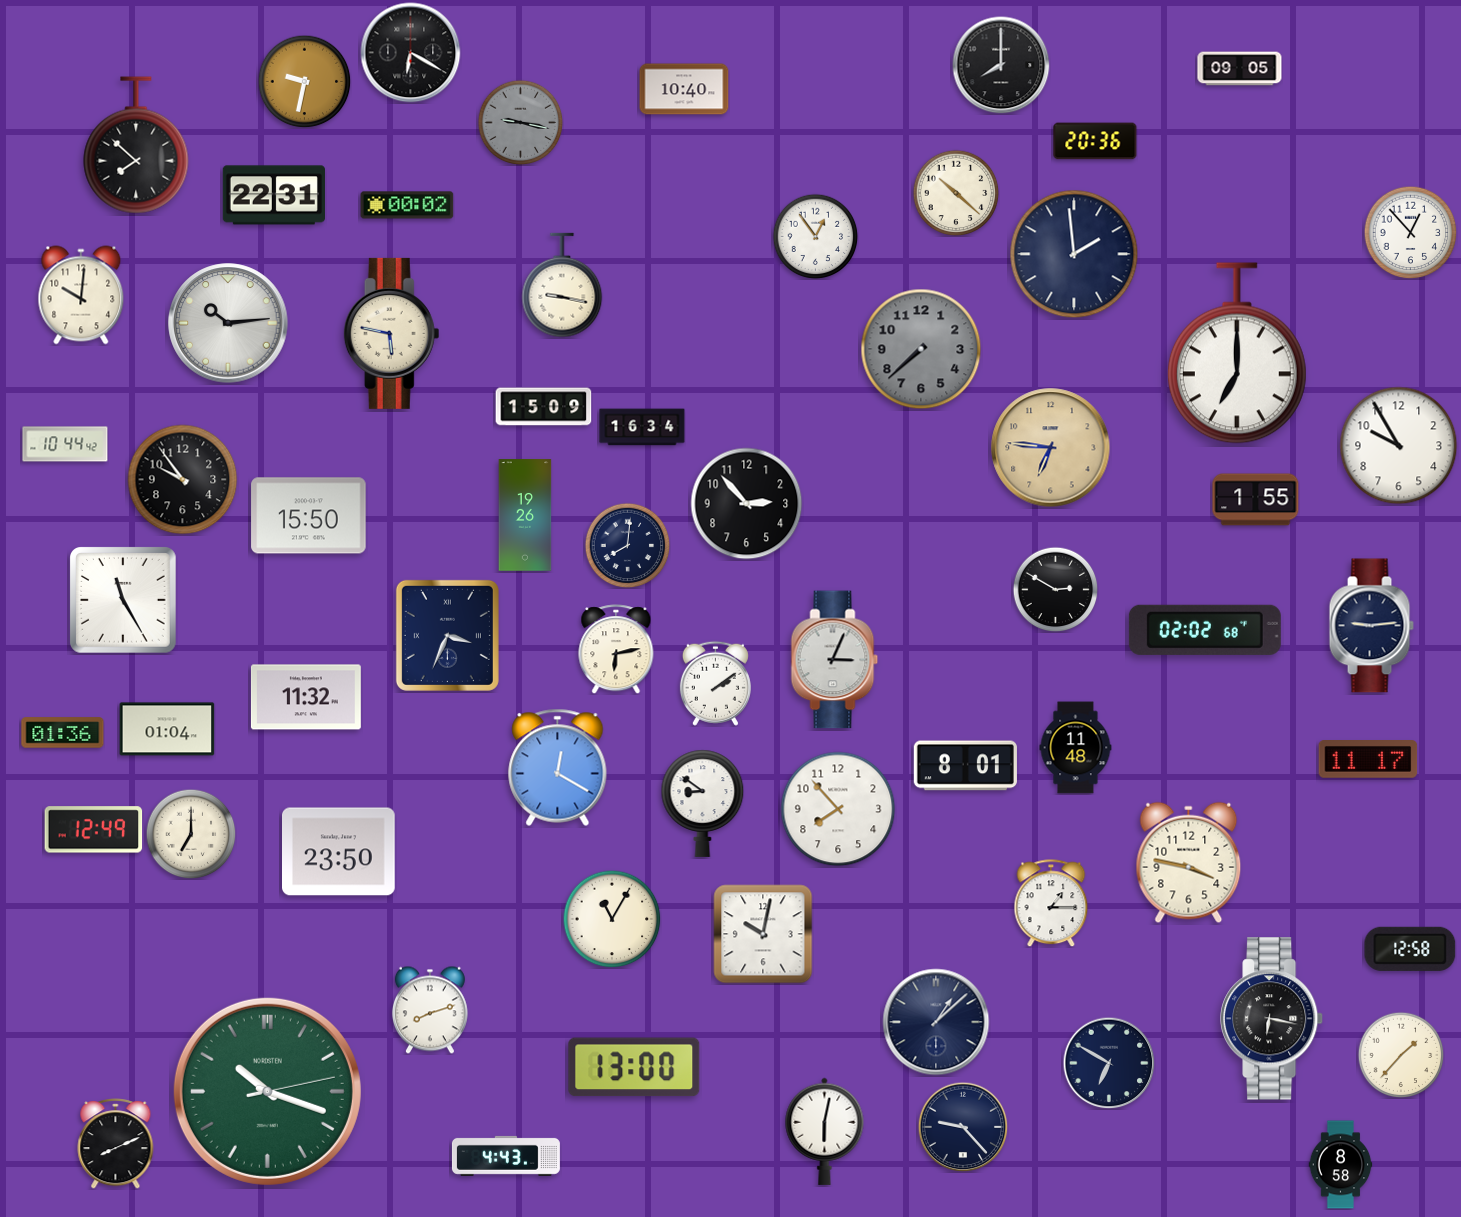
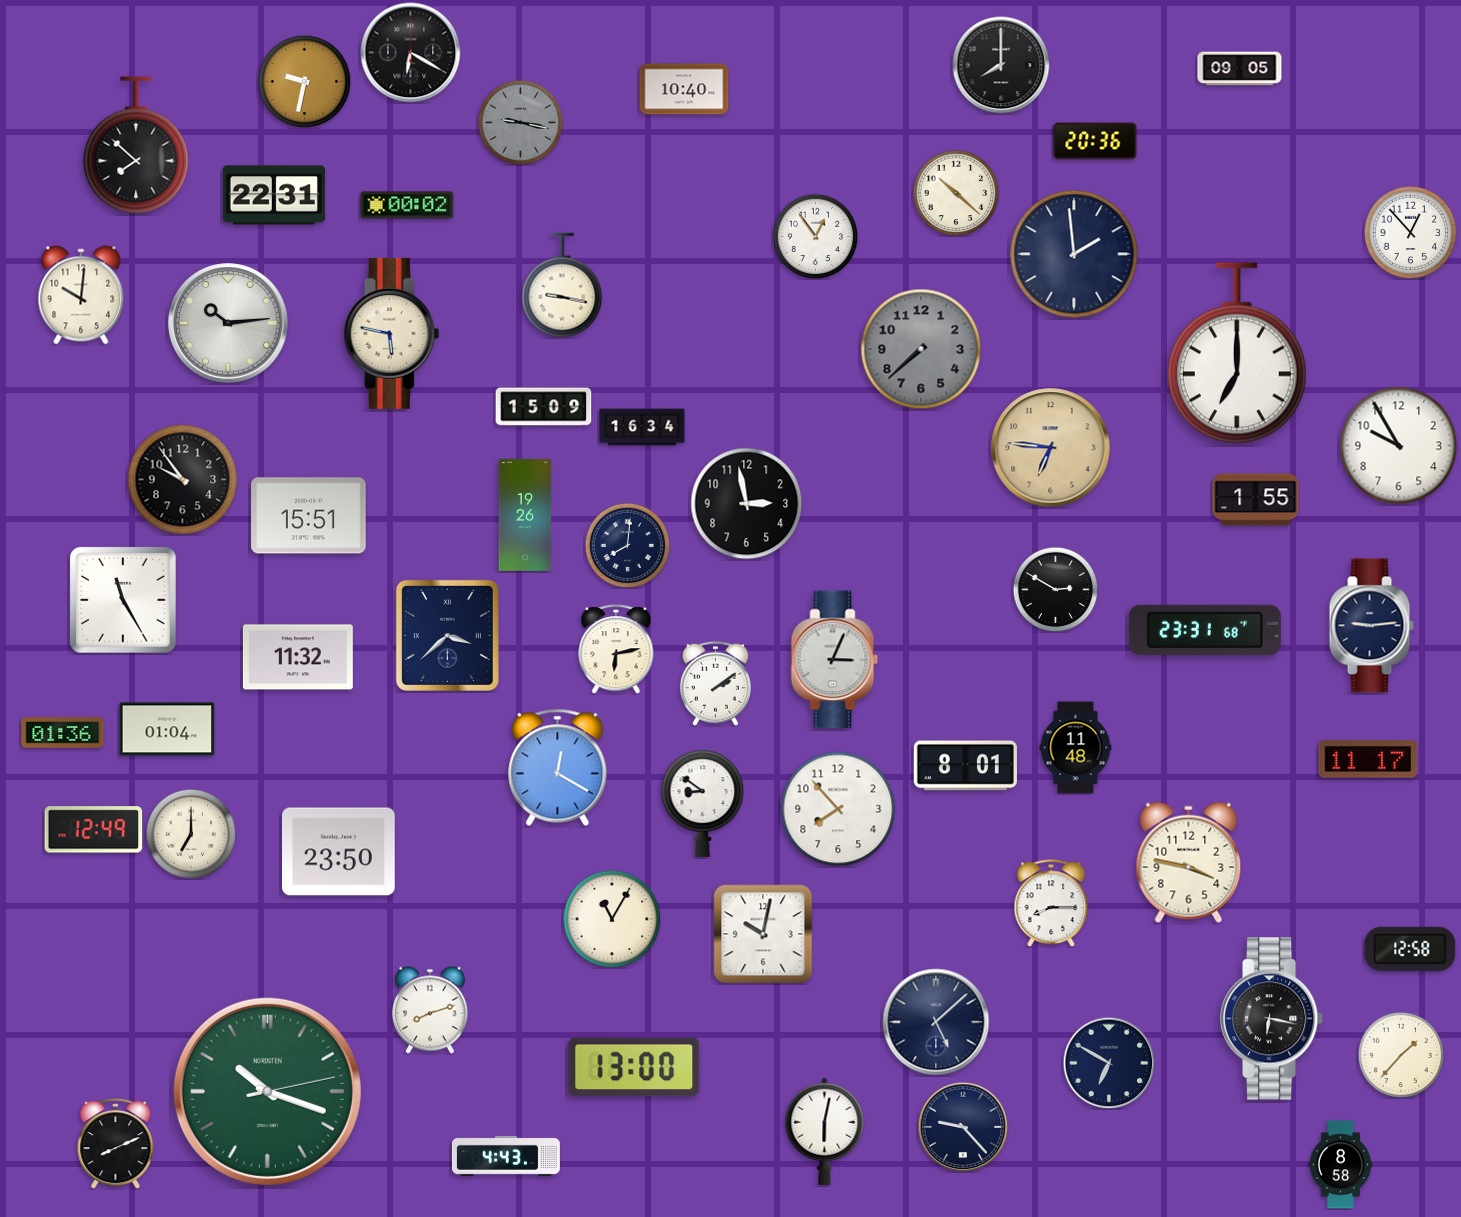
clock at (65, 444): 10:44 -> none
clock at (747, 504): 2:53 -> 2:58
clock at (309, 516): 15:50 -> 15:51
clock at (1205, 630): 02:02 -> 23:31
clock at (447, 635): 3:34 -> 3:38
clock at (306, 697) position: (306, 697) -> (298, 657)
clock at (1051, 903): 1:15 -> 8:15
clock at (936, 1022): 1:08 -> 5:08
